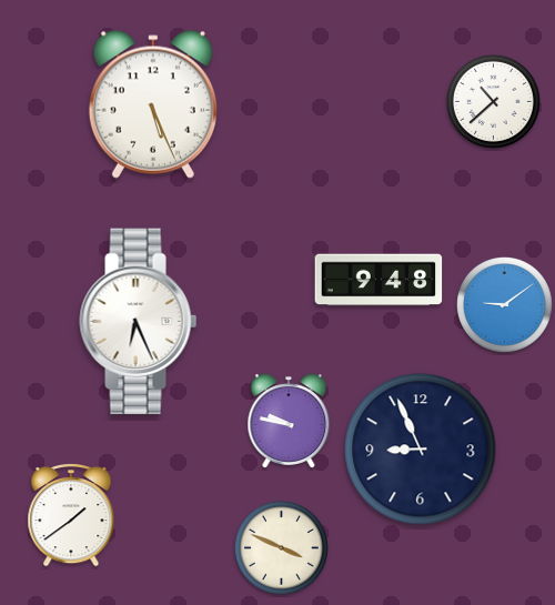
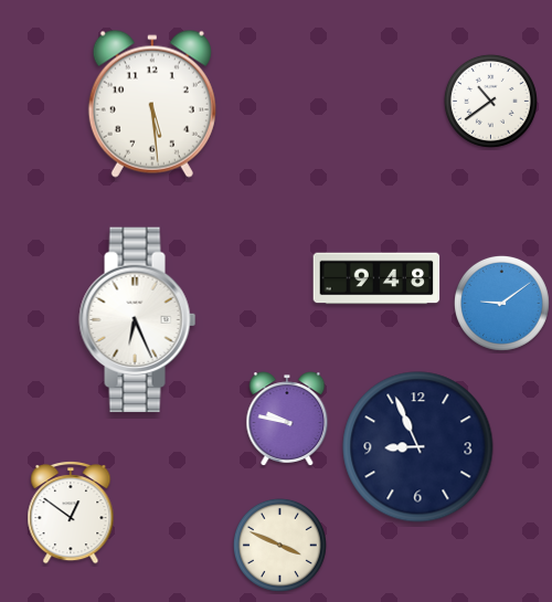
clock at (493, 101): 10:38 -> 10:39
clock at (153, 104): 5:26 -> 5:29
clock at (71, 516): 1:39 -> 12:51
